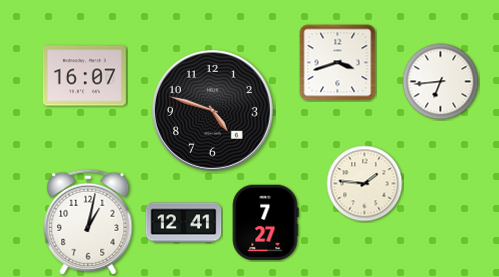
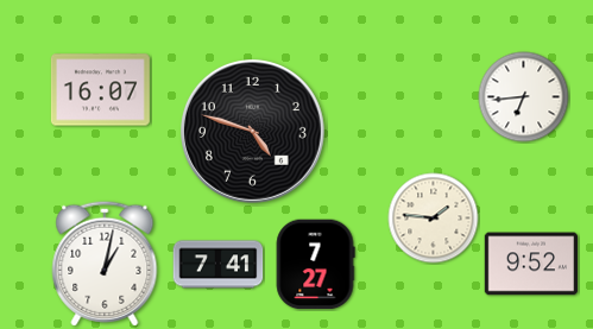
clock at (338, 63): 3:42 -> none
clock at (530, 264): none -> 9:52
clock at (184, 223): 12:41 -> 7:41
